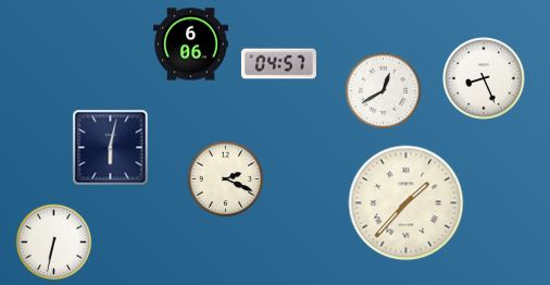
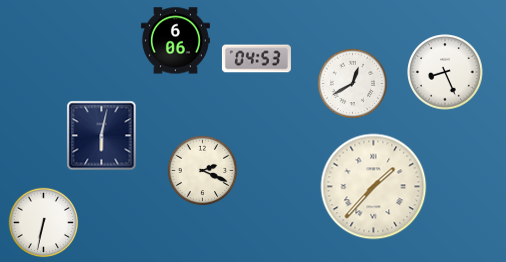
clock at (278, 64): 04:57 -> 04:53
clock at (226, 179) position: (226, 179) -> (203, 171)
clock at (54, 243) position: (54, 243) -> (44, 223)
